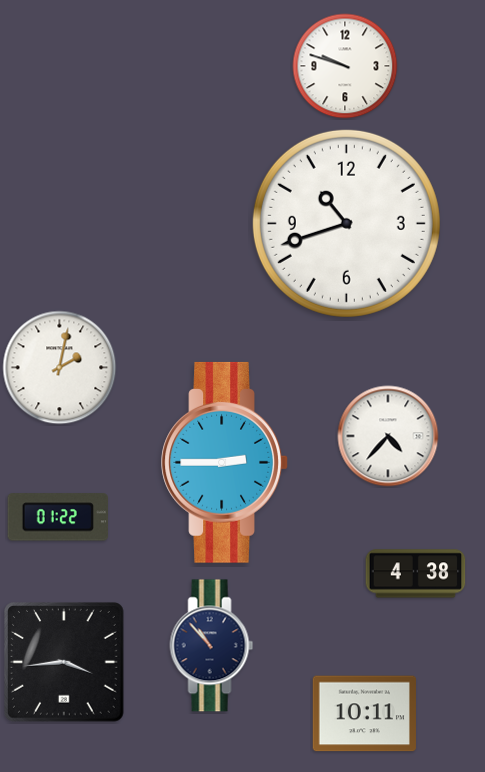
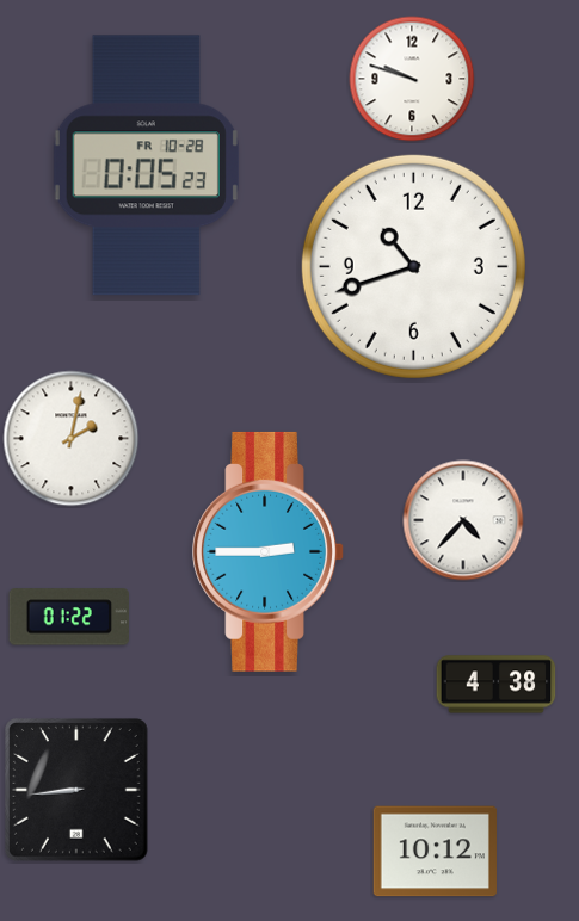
clock at (146, 166): none -> 0:05
clock at (212, 646): 10:53 -> none
clock at (65, 663): 3:44 -> 8:44
clock at (364, 714): 10:11 -> 10:12
